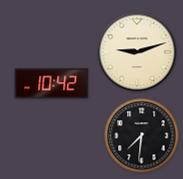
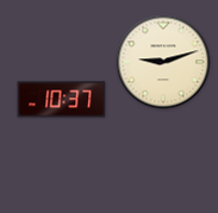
clock at (52, 84): 10:42 -> 10:37
clock at (142, 136): 7:31 -> none
